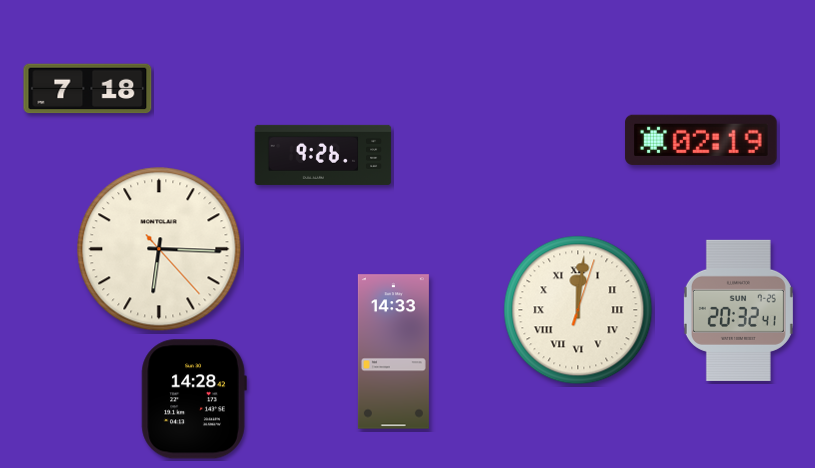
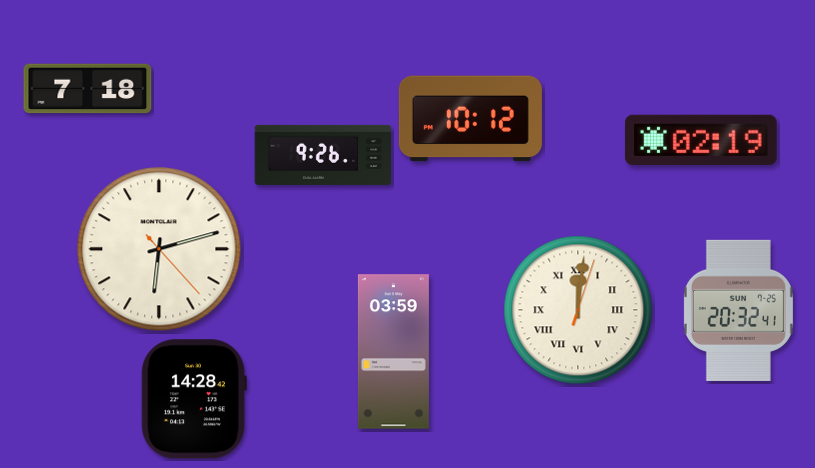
clock at (470, 119): none -> 10:12
clock at (159, 249): 6:15 -> 6:12
clock at (393, 352): 14:33 -> 03:59
